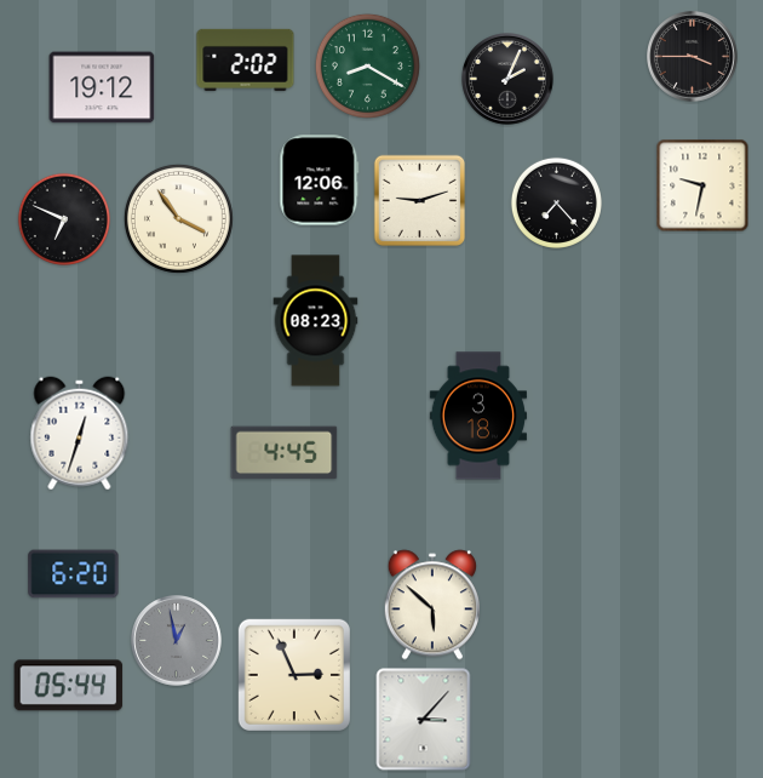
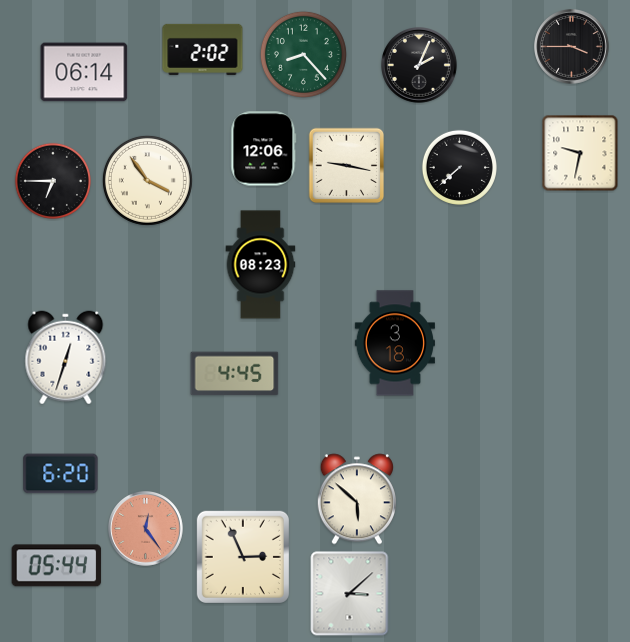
clock at (367, 65): 8:20 -> 8:23
clock at (102, 87): 19:12 -> 06:14
clock at (420, 201): 9:12 -> 9:17
clock at (556, 202): 7:23 -> 7:38
clock at (64, 219): 6:49 -> 6:45
clock at (177, 641): 12:58 -> 12:24
clock at (177, 641) dial: grey -> salmon
clock at (424, 720): 3:07 -> 3:08
